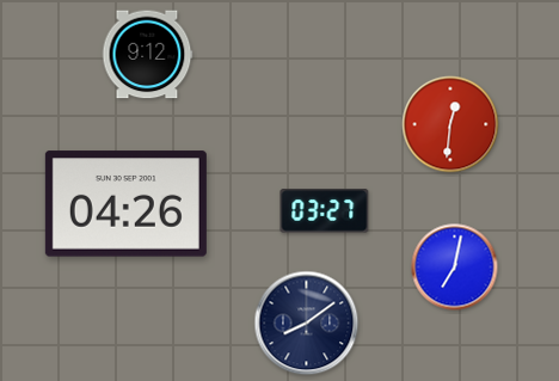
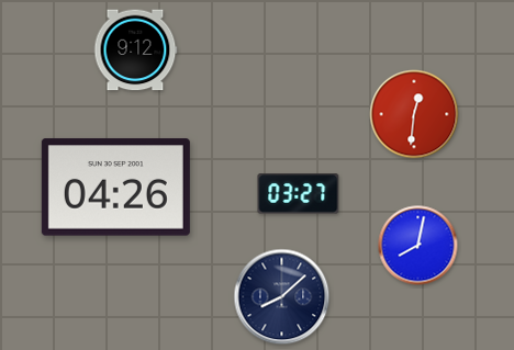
clock at (455, 268): 7:02 -> 8:02
clock at (307, 324): 8:09 -> 8:08
